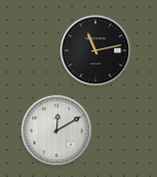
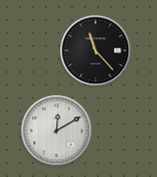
clock at (96, 51): 11:13 -> 11:23
